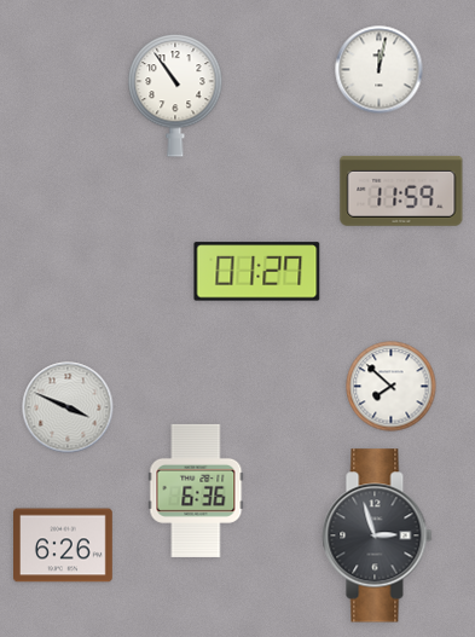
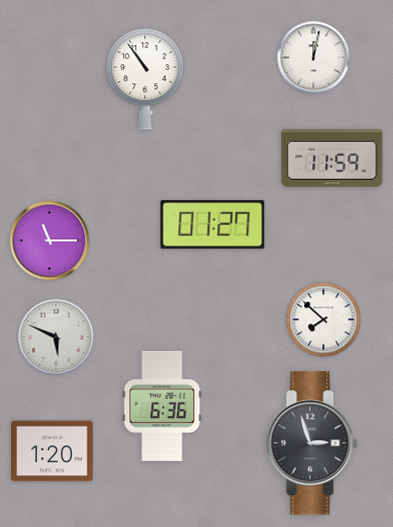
clock at (50, 241): none -> 11:15
clock at (68, 407): 3:49 -> 5:49
clock at (64, 545): 6:26 -> 1:20
